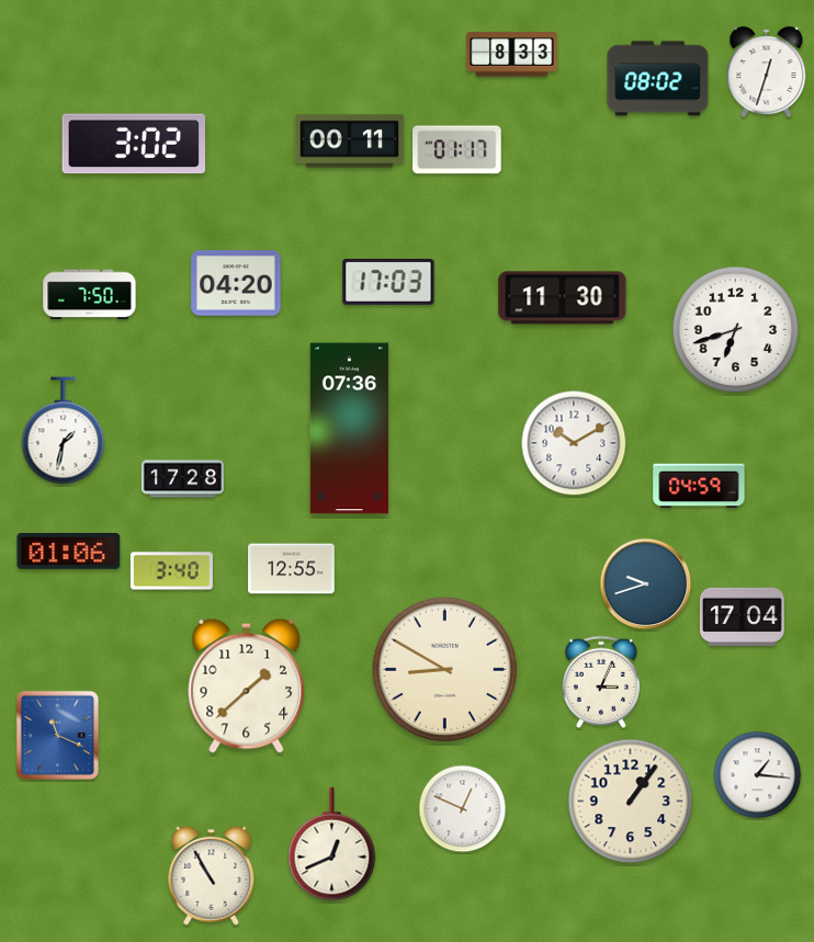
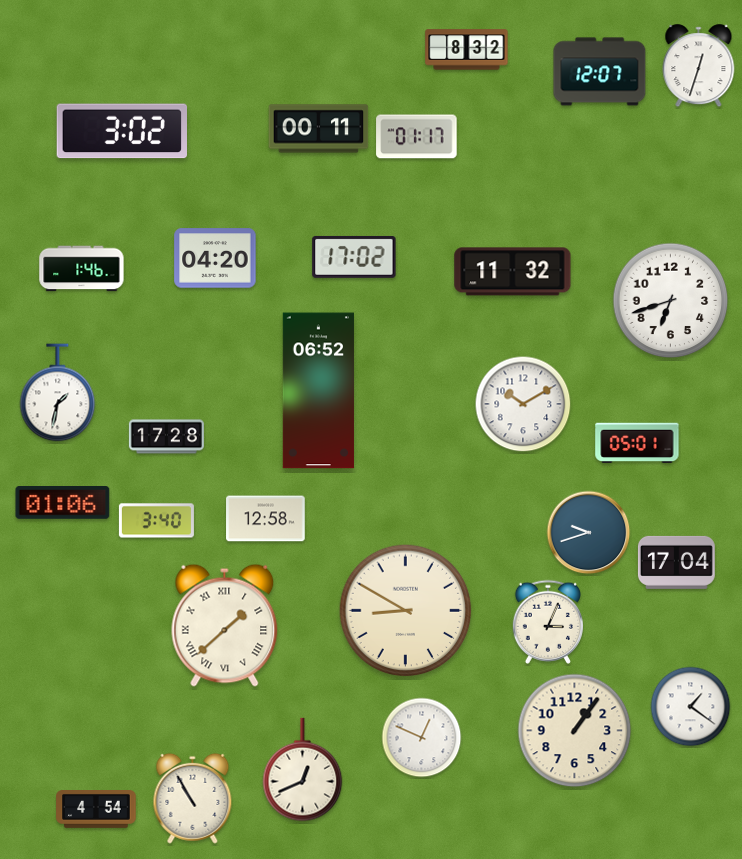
clock at (512, 55): 8:33 -> 8:32
clock at (658, 79): 08:02 -> 12:07
clock at (388, 282): 17:03 -> 17:02
clock at (90, 295): 7:50 -> 1:46
clock at (563, 298): 11:30 -> 11:32
clock at (349, 429): 07:36 -> 06:52
clock at (699, 486): 04:59 -> 05:01
clock at (292, 569): 12:55 -> 12:58
clock at (247, 685) numerals: Arabic -> Roman
clock at (57, 735): 11:19 -> none
clock at (758, 775): 1:16 -> 1:21
clock at (96, 810): none -> 4:54
